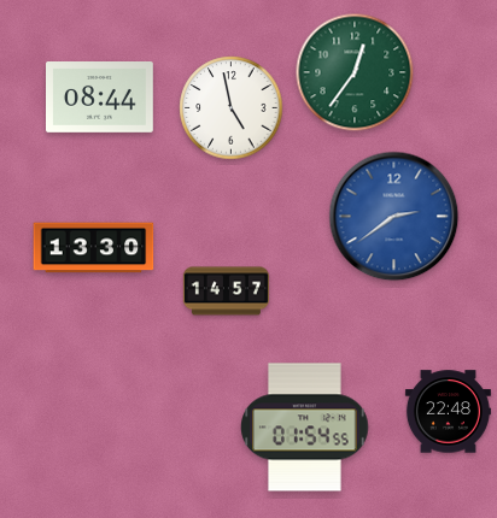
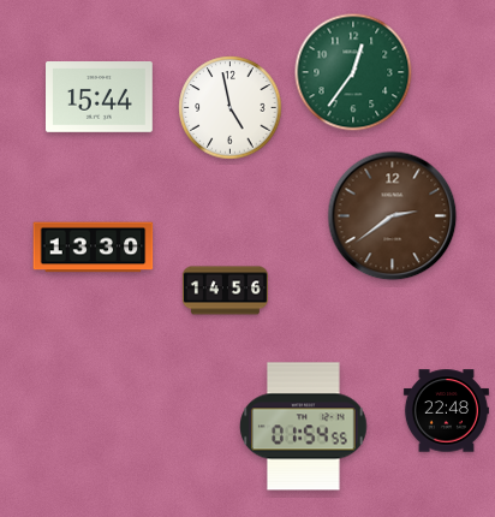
clock at (100, 98): 08:44 -> 15:44
clock at (394, 217) dial: blue -> brown
clock at (226, 292): 14:57 -> 14:56
